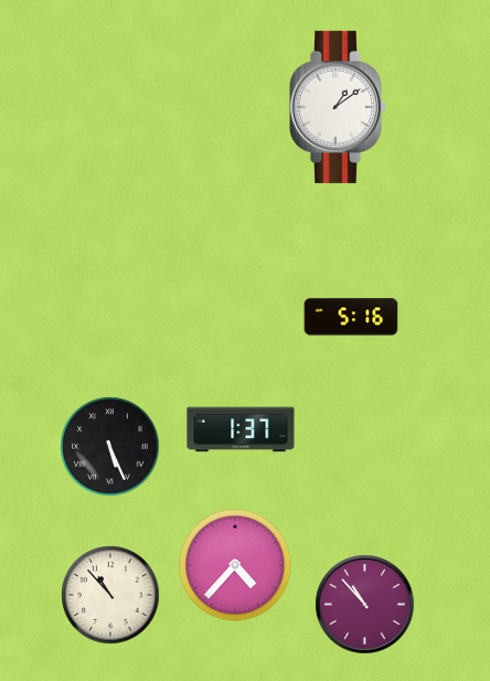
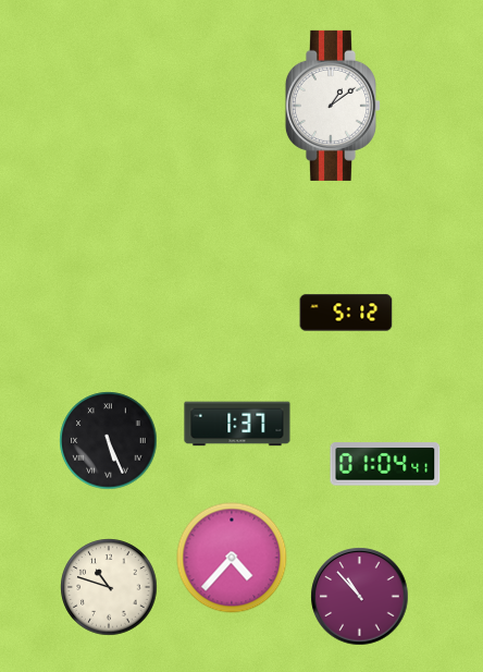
clock at (351, 317): 5:16 -> 5:12
clock at (385, 464): none -> 01:04
clock at (110, 595): 10:53 -> 10:48
